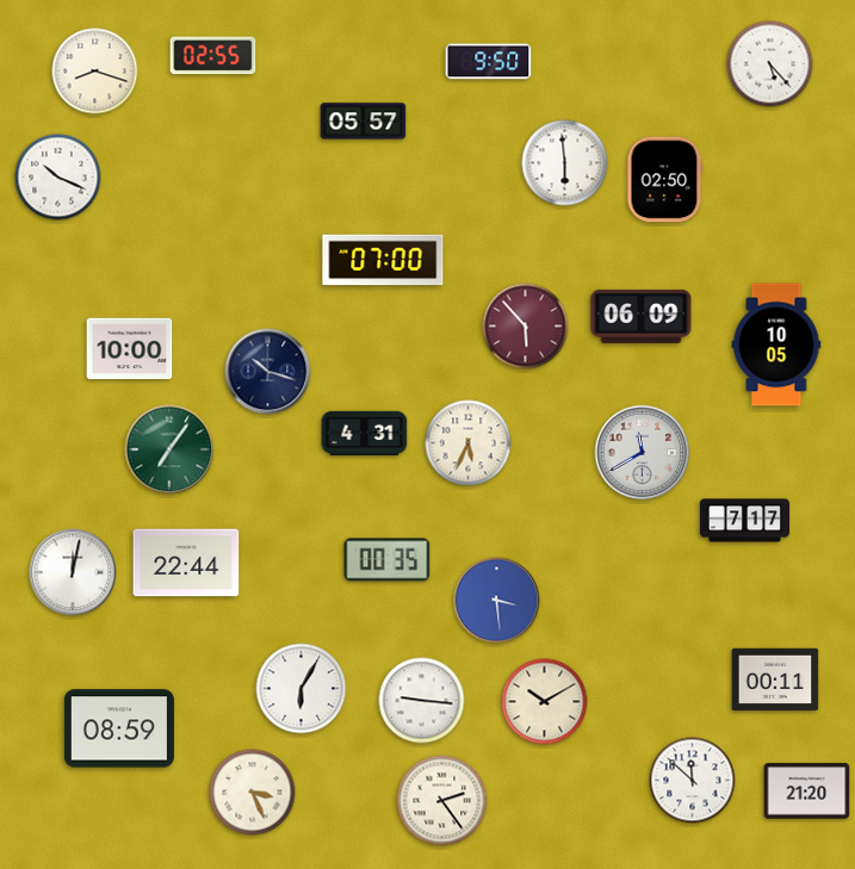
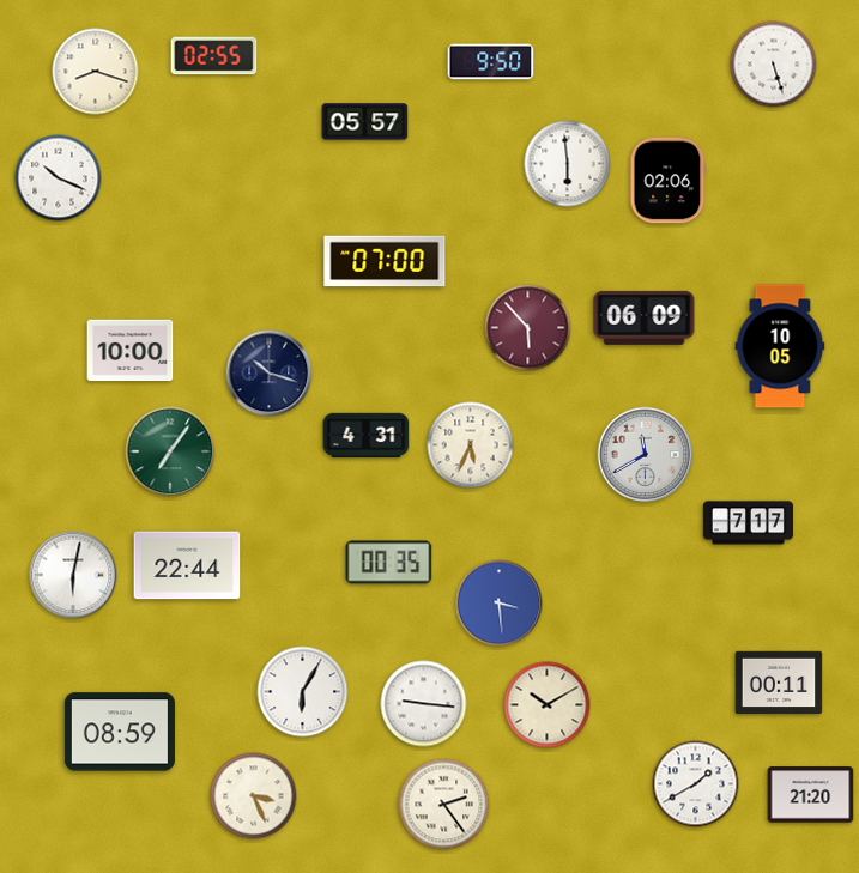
clock at (770, 64): 5:23 -> 5:27
clock at (665, 180): 02:50 -> 02:06
clock at (73, 572): 12:02 -> 6:02
clock at (693, 781): 11:52 -> 1:40
